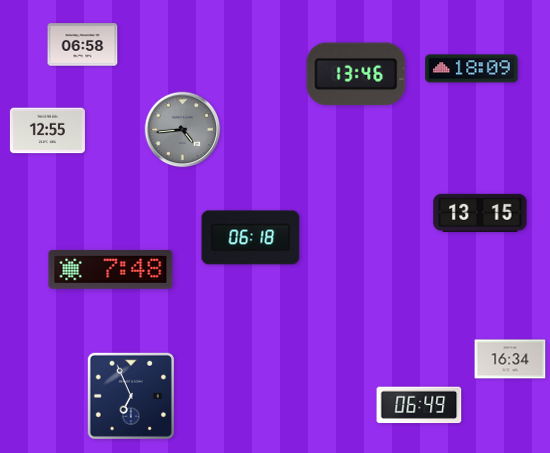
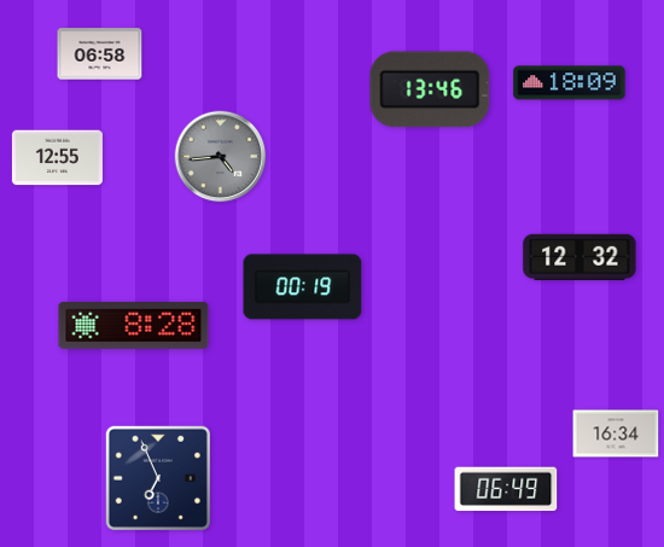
clock at (480, 213): 13:15 -> 12:32
clock at (251, 238): 06:18 -> 00:19
clock at (111, 270): 7:48 -> 8:28
